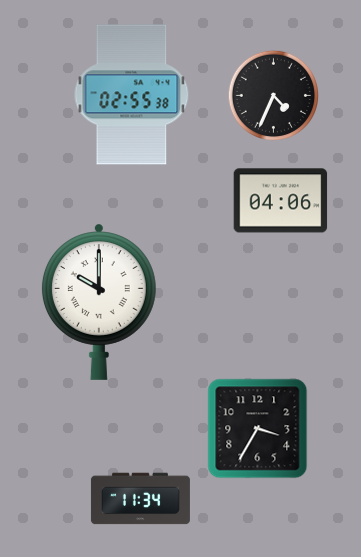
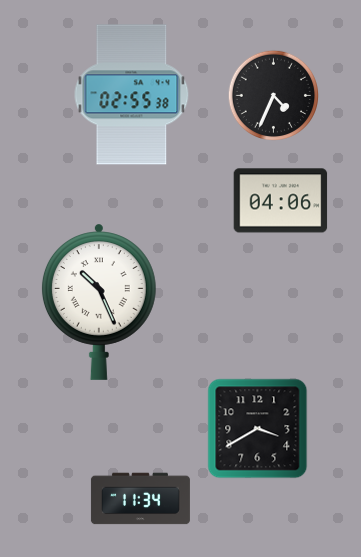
clock at (99, 302): 10:00 -> 10:26
clock at (258, 429): 3:35 -> 3:40
